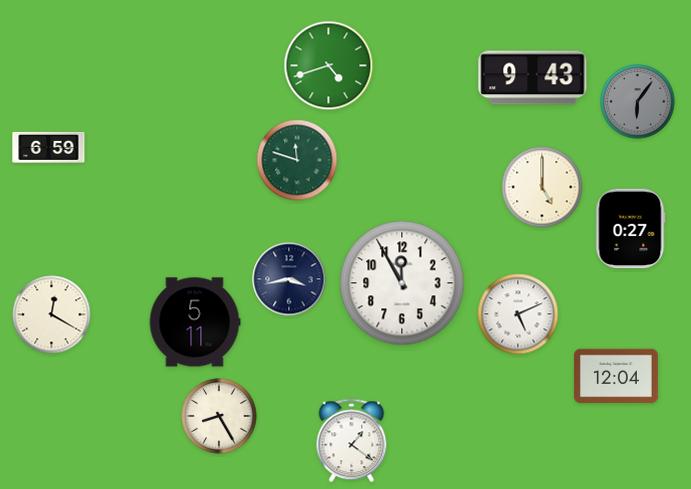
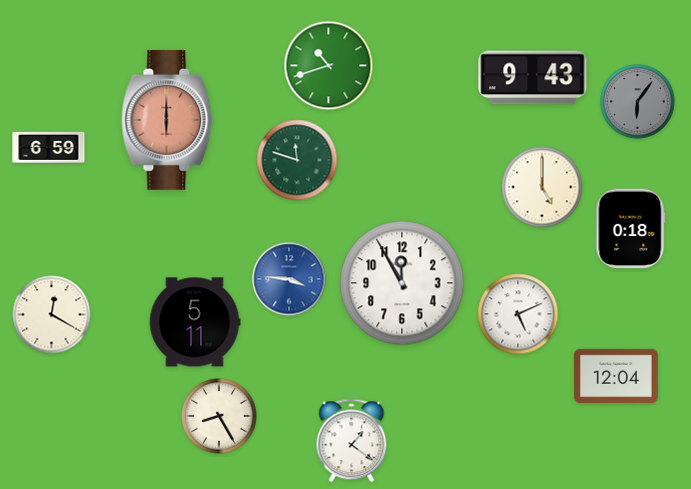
clock at (329, 66): 4:42 -> 10:42
clock at (167, 120): none -> 6:00
clock at (631, 229): 0:27 -> 0:18
clock at (289, 279): 3:43 -> 3:46
clock at (289, 279) dial: navy -> blue
